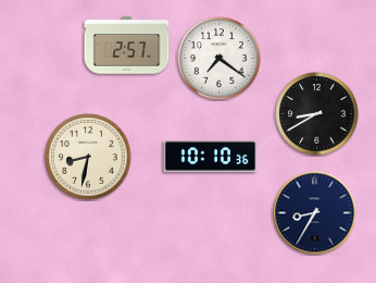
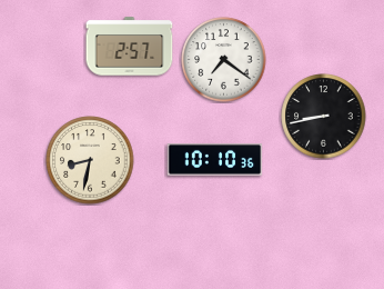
clock at (317, 114): 8:40 -> 8:43
clock at (315, 213): 8:35 -> none
